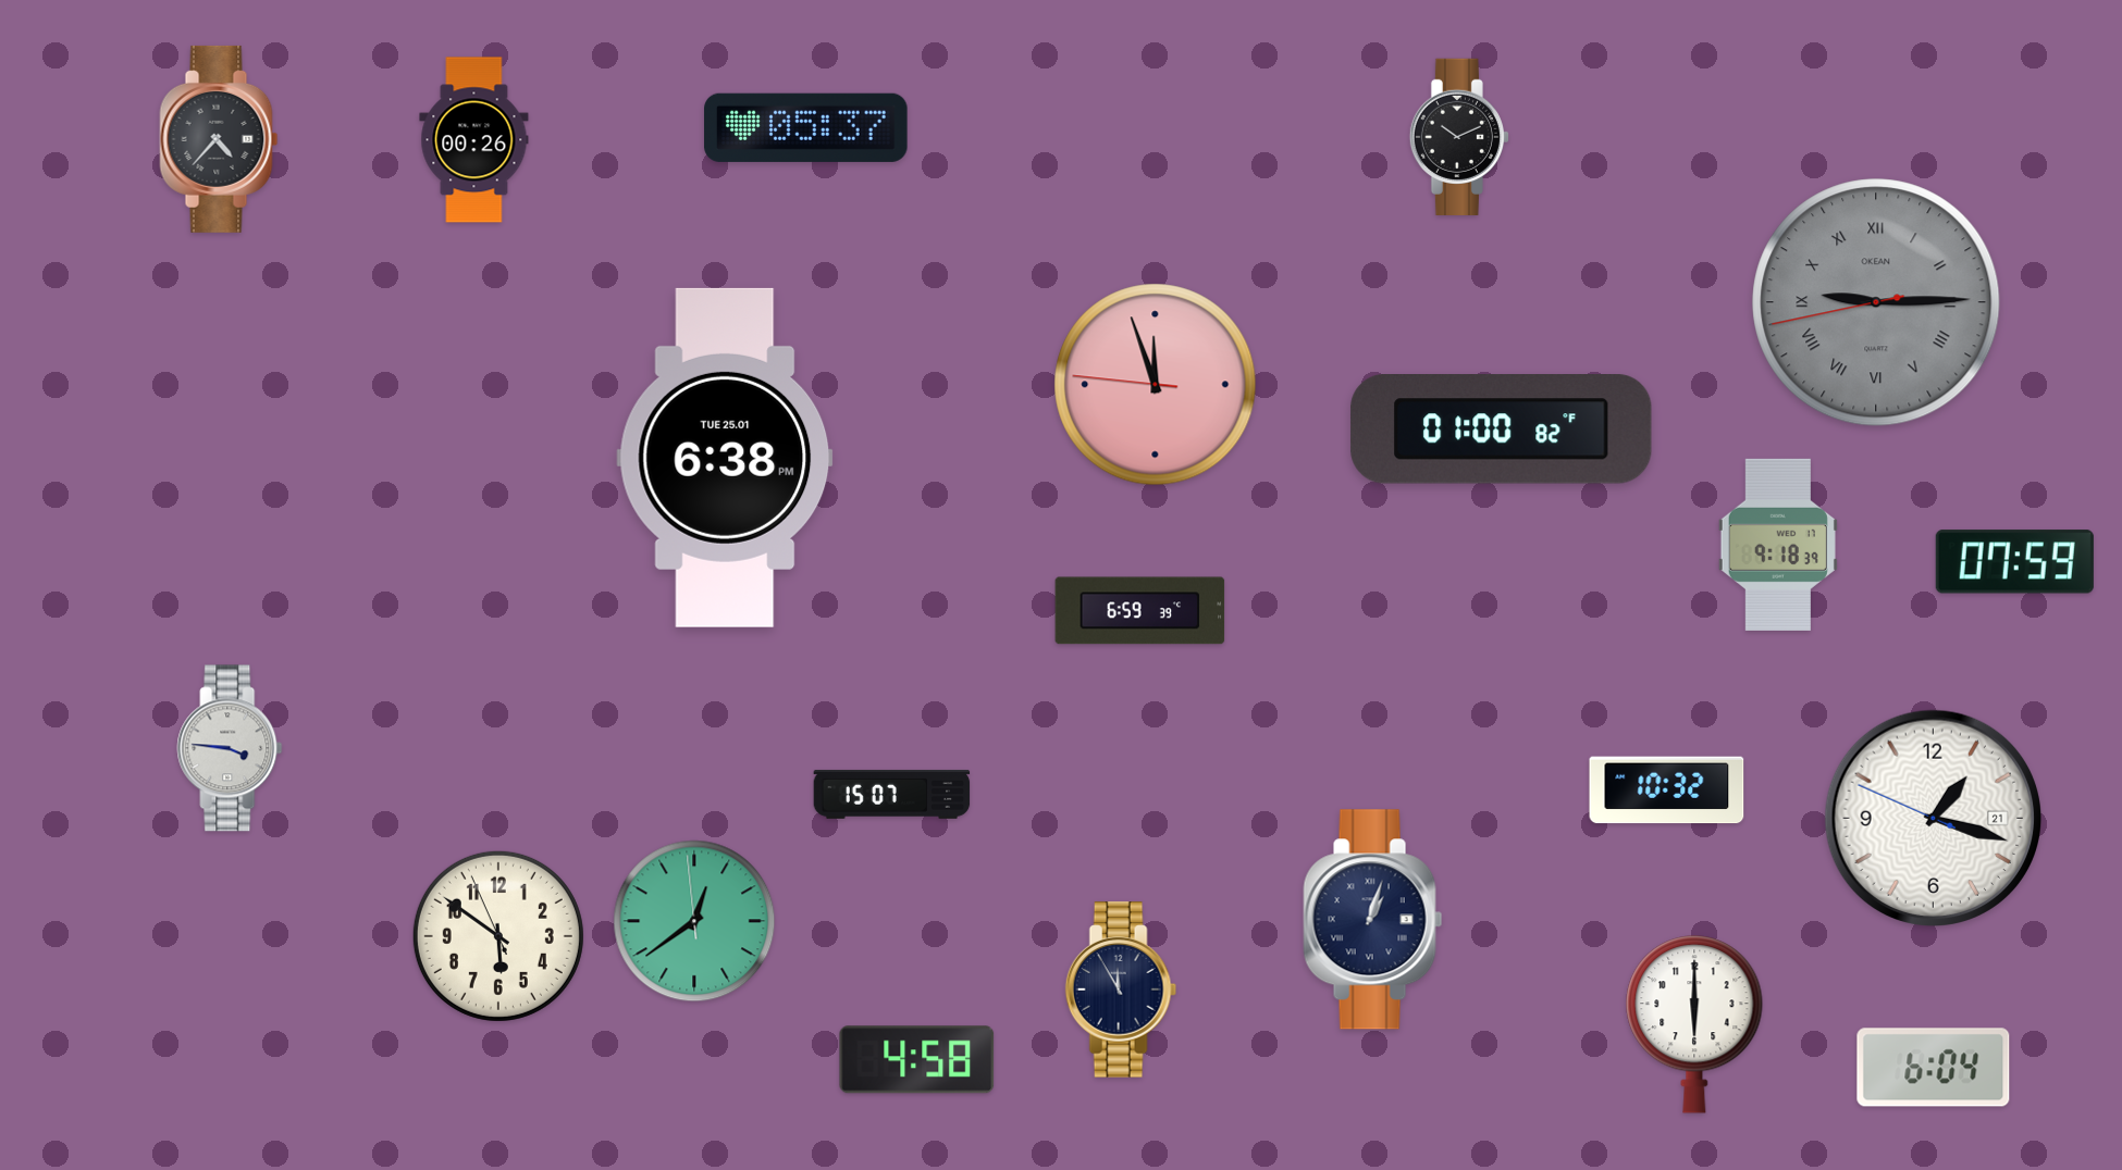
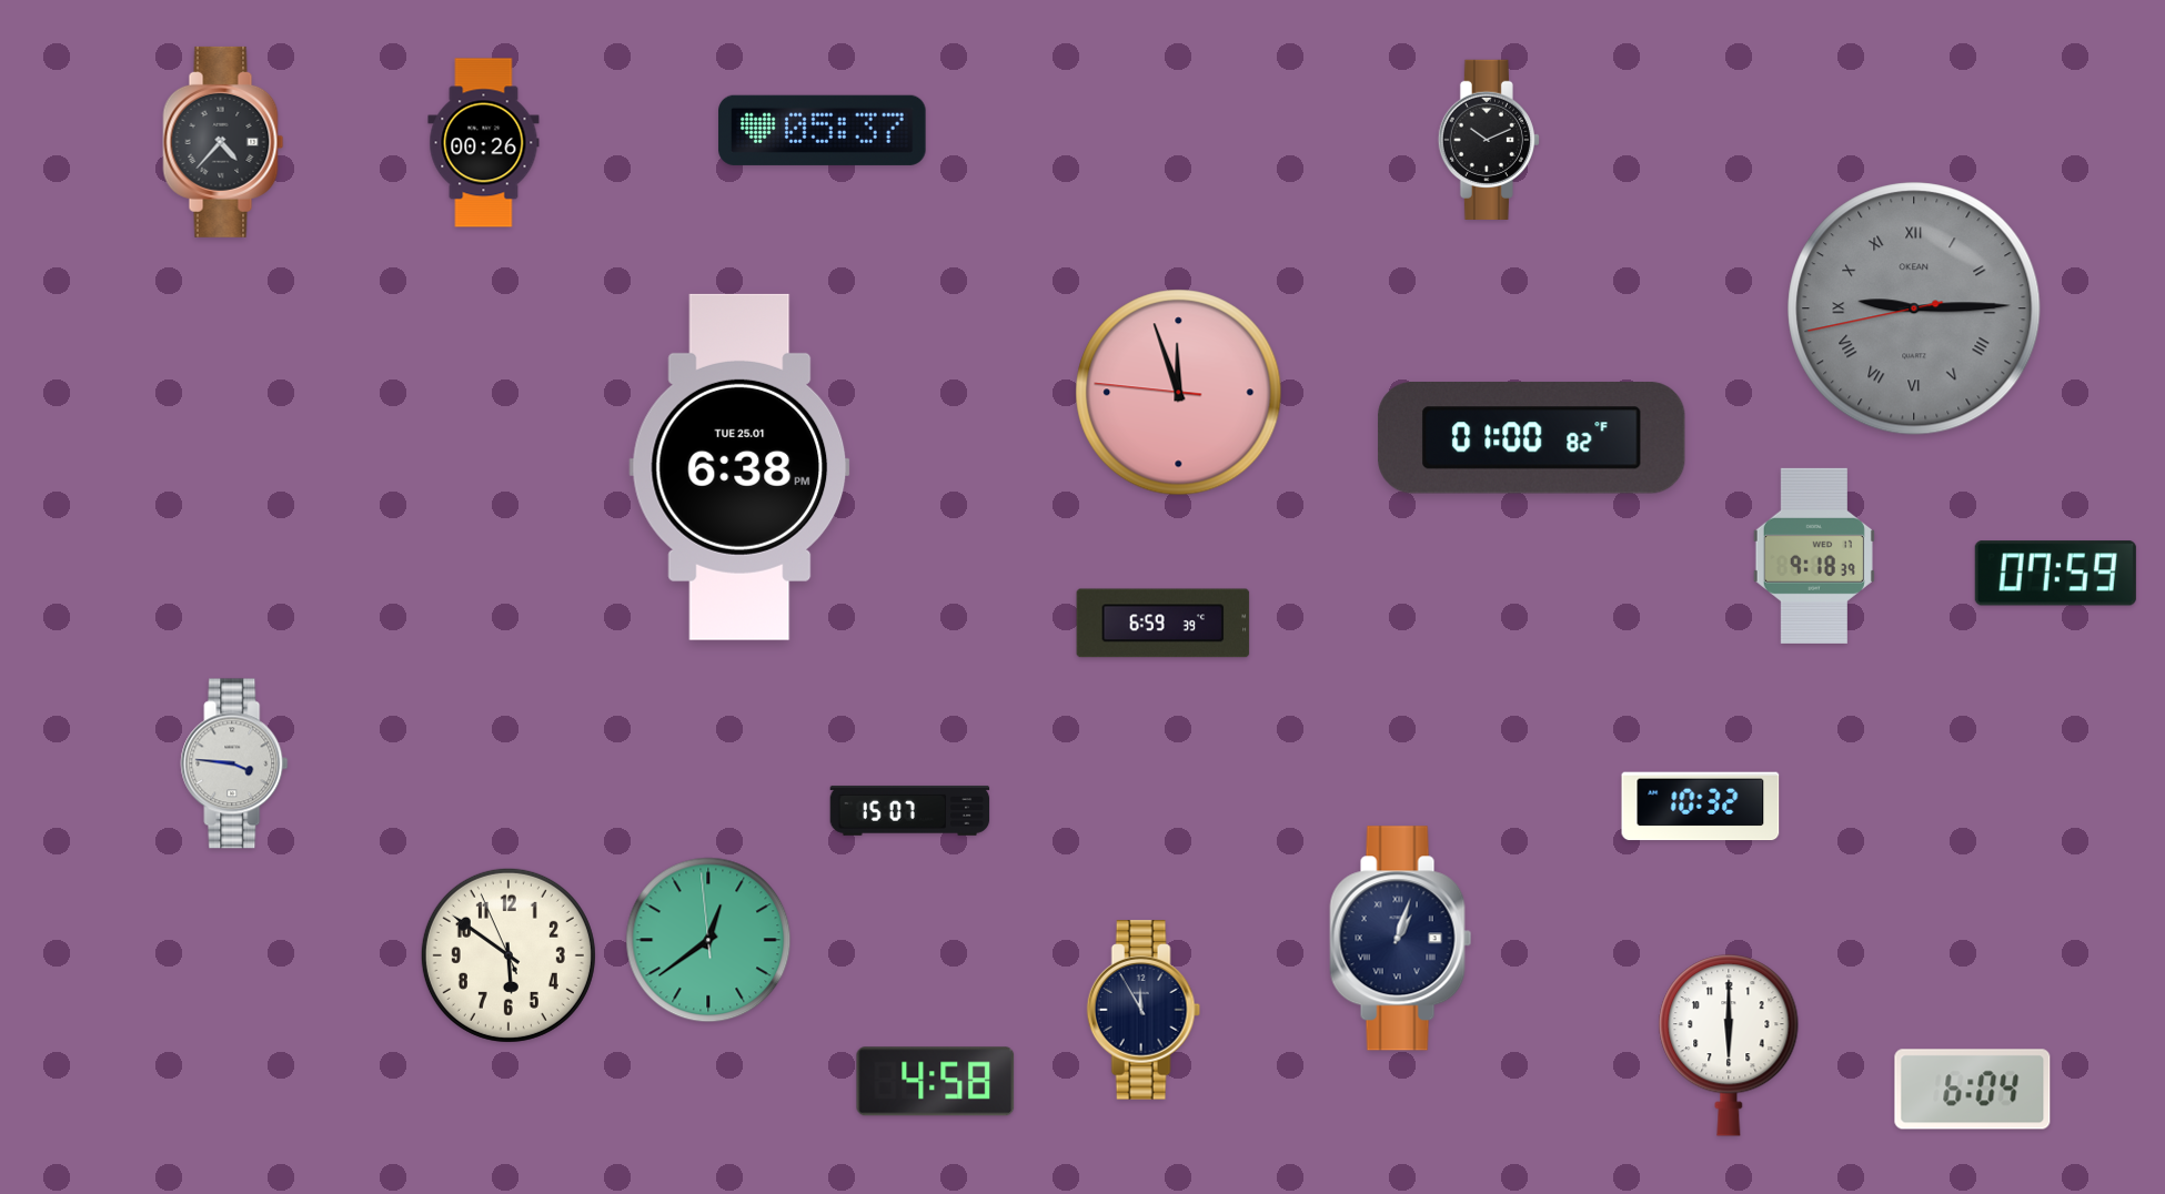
clock at (1933, 818): 1:17 -> none
